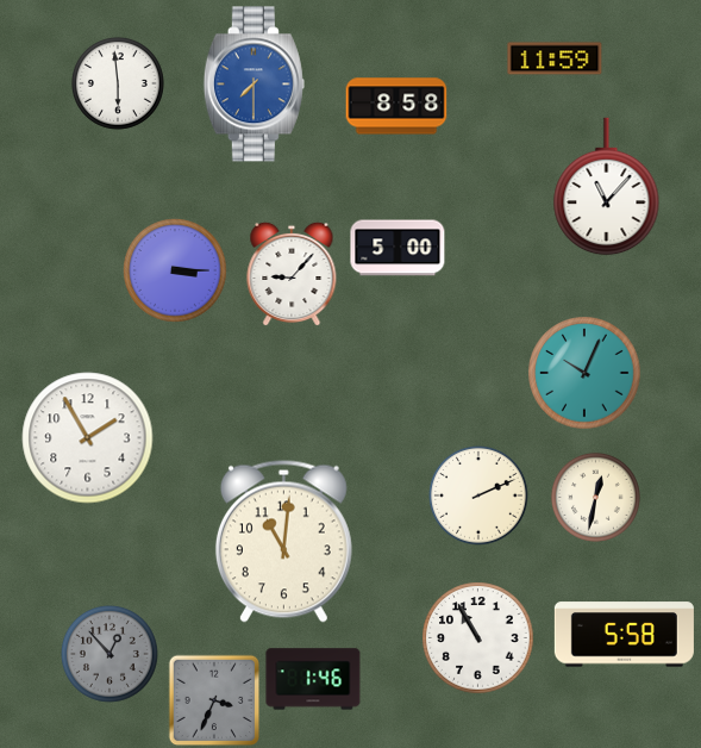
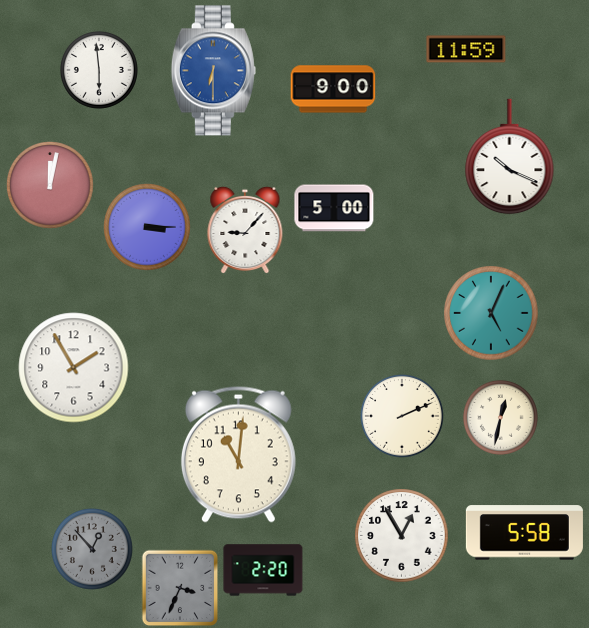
clock at (254, 85): 7:30 -> 6:30
clock at (396, 106): 8:58 -> 9:00
clock at (607, 187): 11:07 -> 10:19
clock at (50, 185): none -> 12:02
clock at (584, 373): 10:04 -> 5:04
clock at (478, 638): 10:55 -> 12:55
clock at (313, 679): 1:46 -> 2:20
